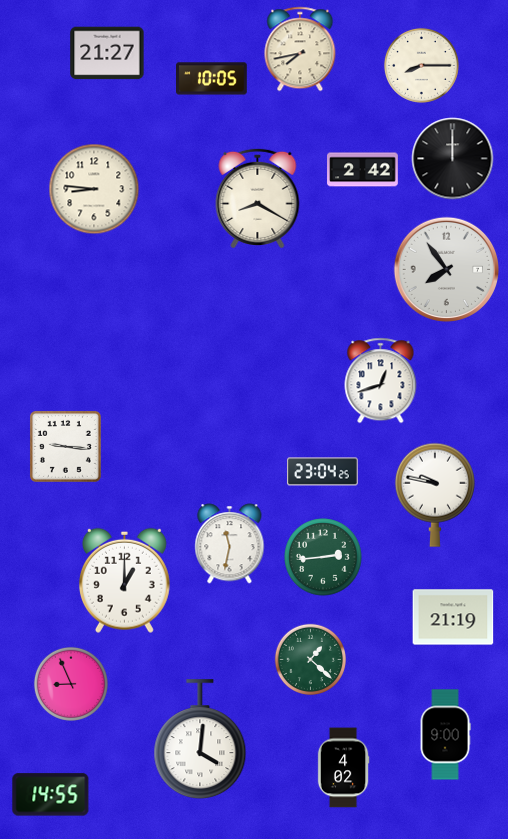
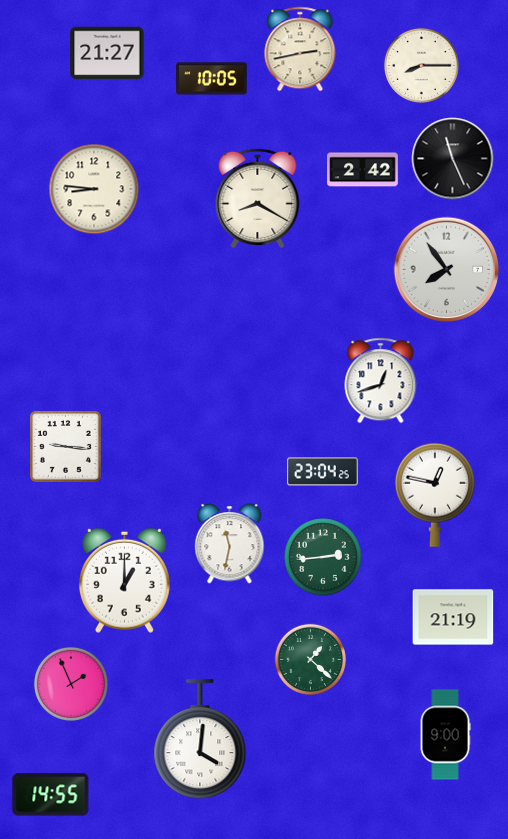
clock at (300, 49): 7:43 -> 2:43
clock at (453, 159): 12:00 -> 11:26
clock at (435, 495): 9:47 -> 12:47
clock at (71, 684): 8:56 -> 1:56
clock at (343, 768): 4:02 -> none
